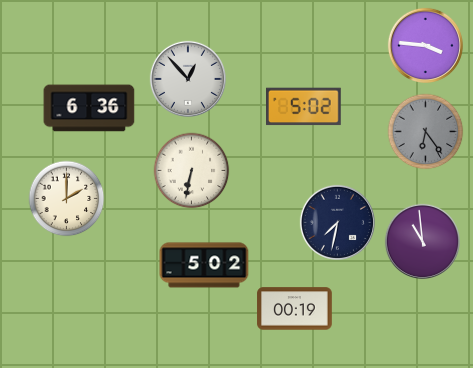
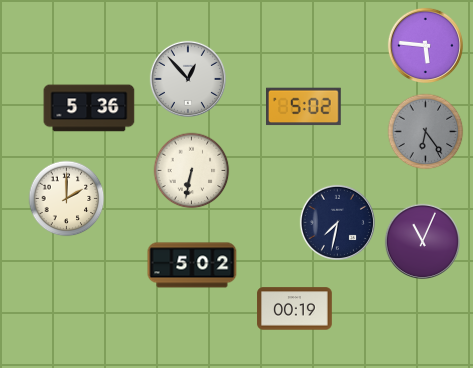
clock at (425, 45): 3:46 -> 5:46
clock at (89, 108): 6:36 -> 5:36
clock at (422, 241): 10:59 -> 11:04
clock at (204, 265) position: (204, 265) -> (192, 265)
